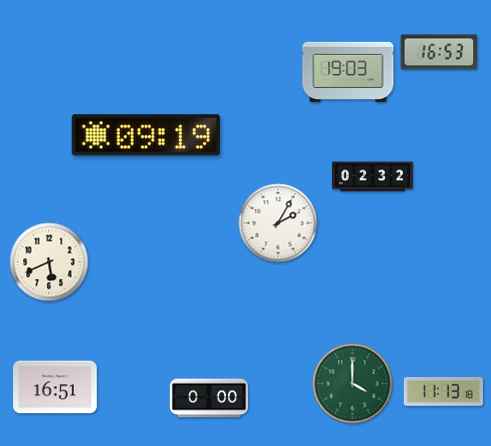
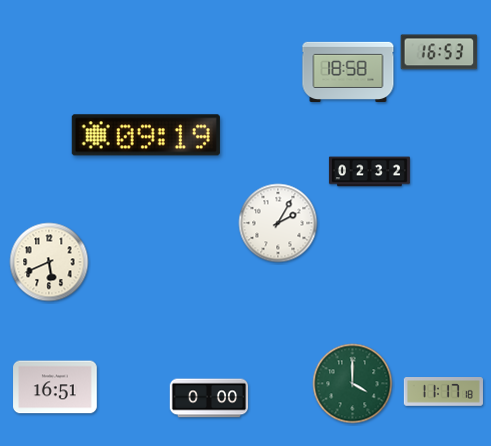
clock at (348, 71): 19:03 -> 18:58
clock at (372, 177) position: (372, 177) -> (369, 172)
clock at (443, 392): 11:13 -> 11:17
